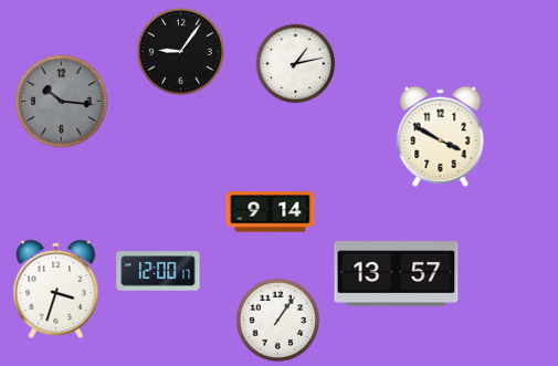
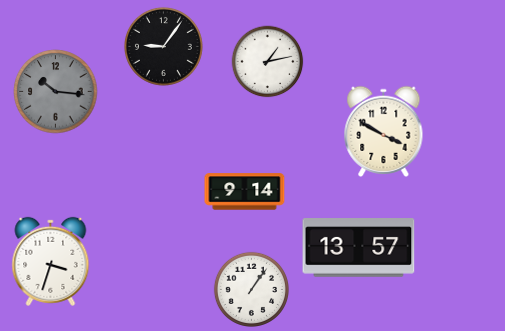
clock at (296, 64) position: (296, 64) -> (268, 62)
clock at (441, 136) position: (441, 136) -> (384, 131)
clock at (158, 271): 12:00 -> none
